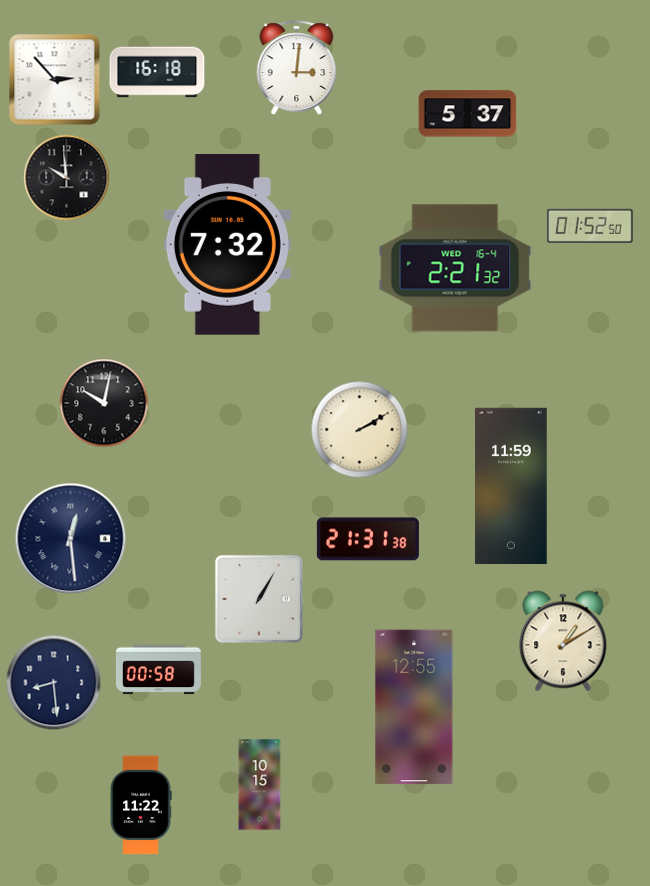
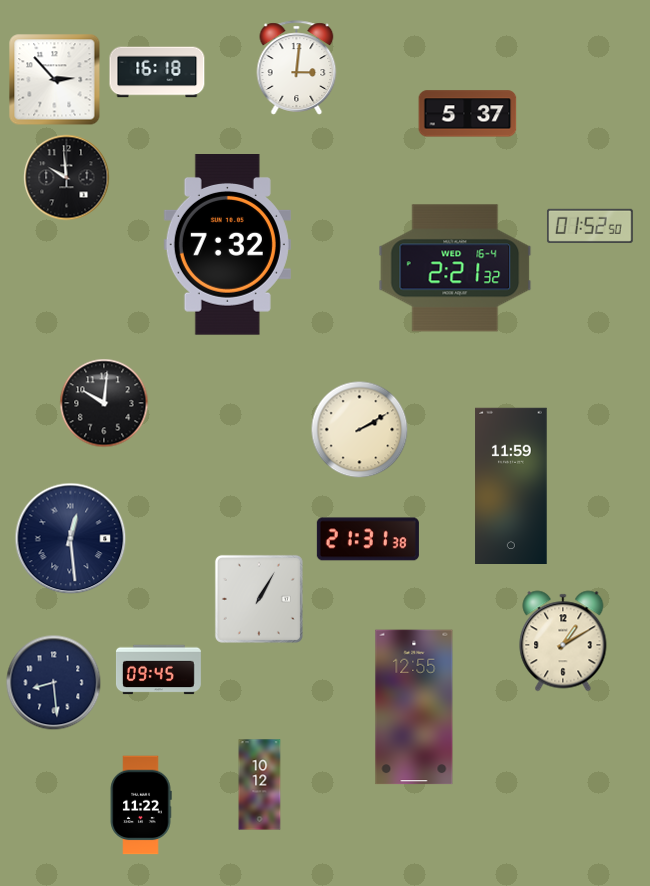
clock at (104, 403): 10:02 -> 10:01
clock at (158, 670): 00:58 -> 09:45
clock at (260, 785): 10:15 -> 10:12
